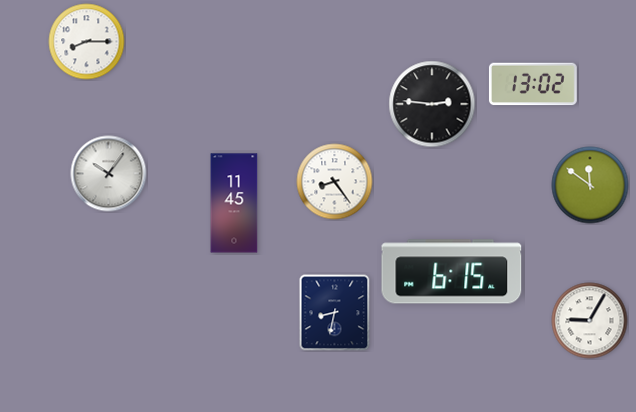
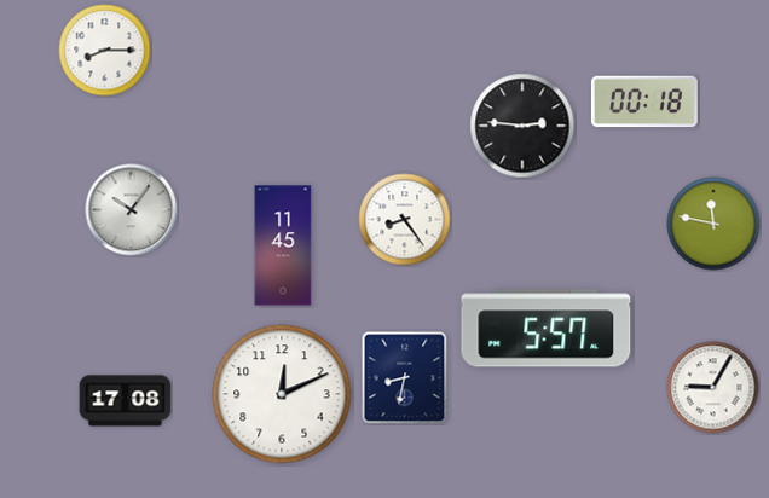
clock at (533, 84): 13:02 -> 00:18
clock at (590, 185): 11:51 -> 11:47
clock at (452, 272): 6:15 -> 5:57
clock at (282, 394): none -> 12:11
clock at (126, 401): none -> 17:08
